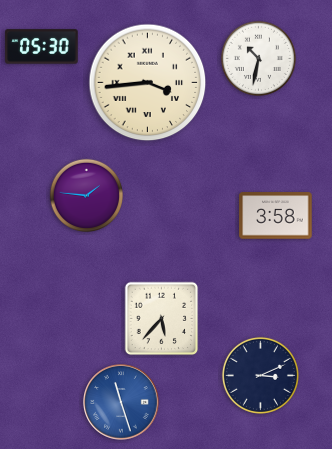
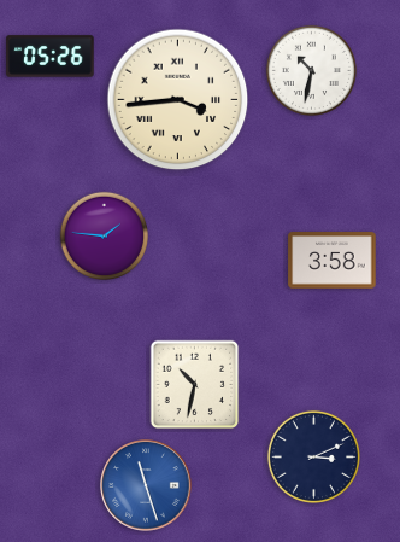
clock at (42, 47): 05:30 -> 05:26
clock at (162, 319): 5:37 -> 10:32
clock at (260, 375) position: (260, 375) -> (313, 456)
